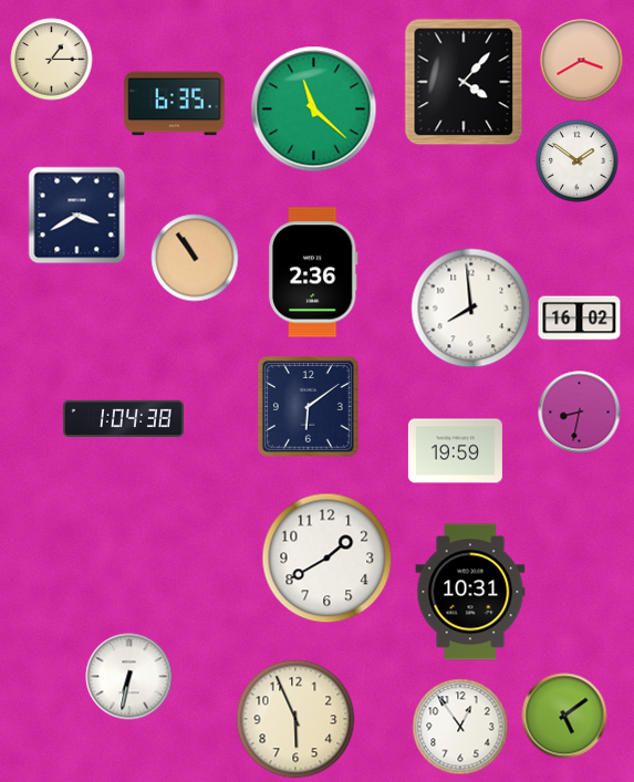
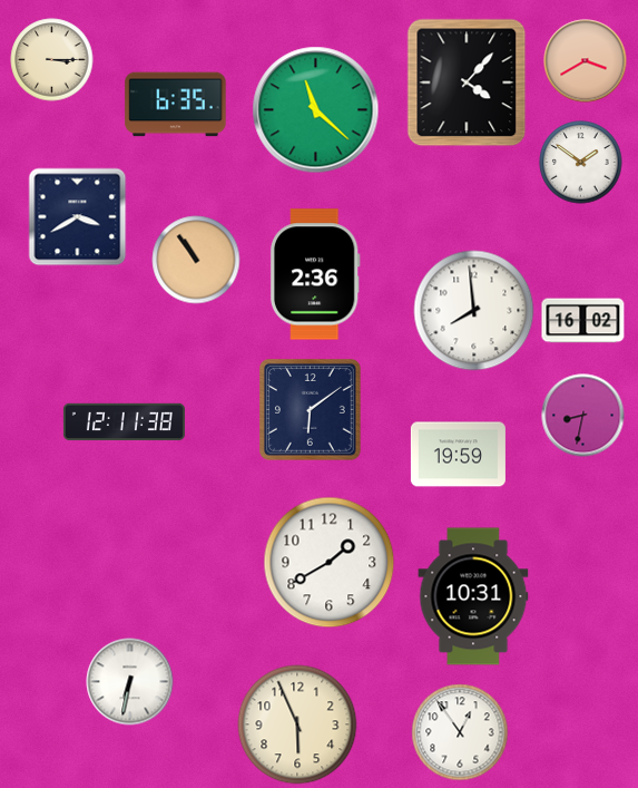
clock at (52, 60): 1:15 -> 3:15
clock at (123, 419): 1:04 -> 12:11
clock at (564, 716): 5:09 -> none
clock at (460, 727) position: (460, 727) -> (460, 732)
